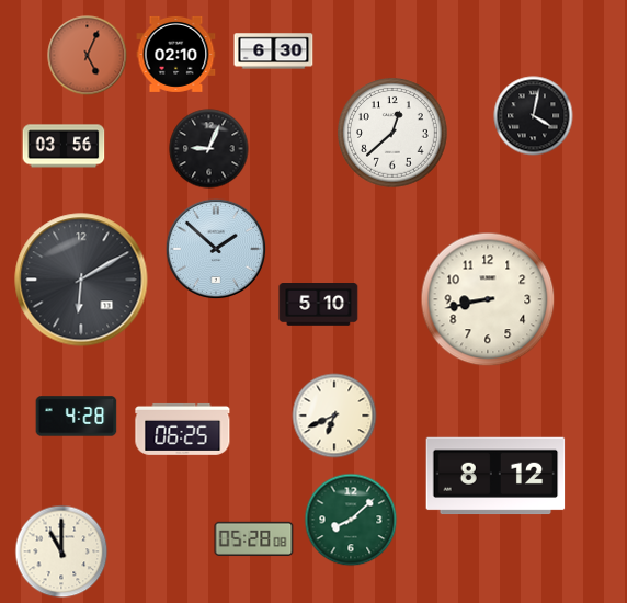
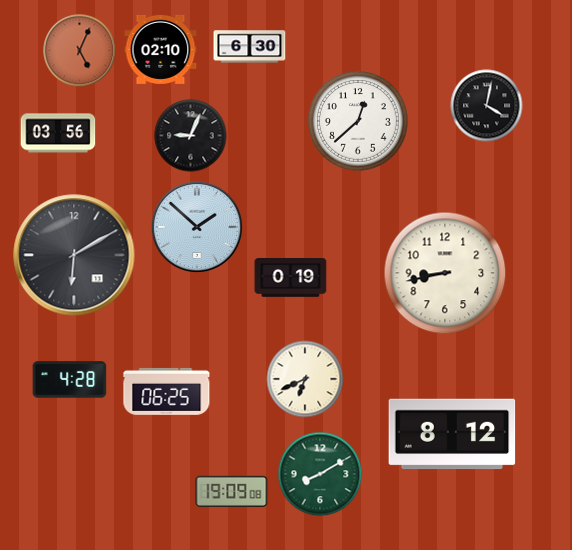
clock at (319, 305): 5:10 -> 0:19
clock at (351, 520): 8:08 -> 8:10
clock at (254, 538): 05:28 -> 19:09
clock at (61, 551): 11:00 -> none
